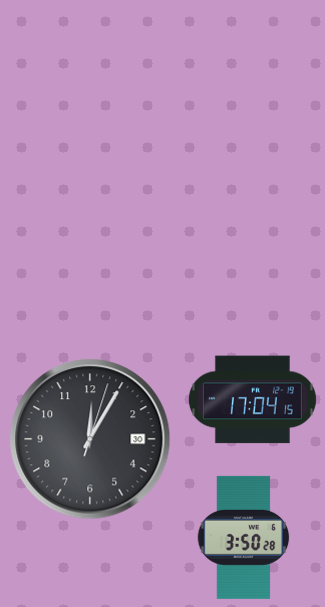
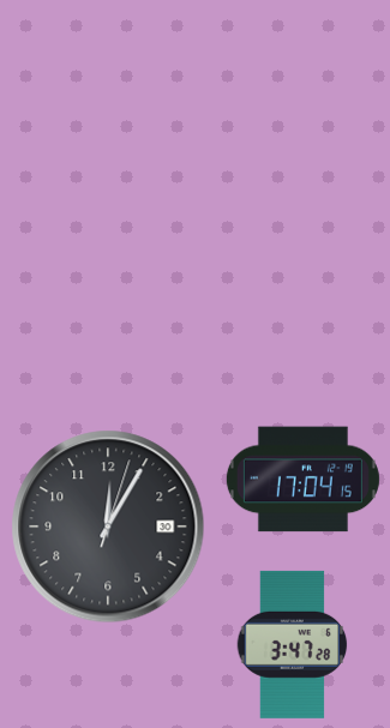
clock at (244, 537): 3:50 -> 3:47
